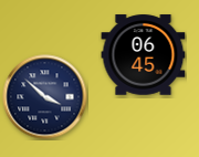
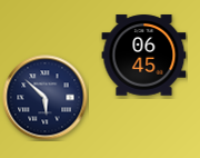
clock at (45, 97): 3:52 -> 5:52
